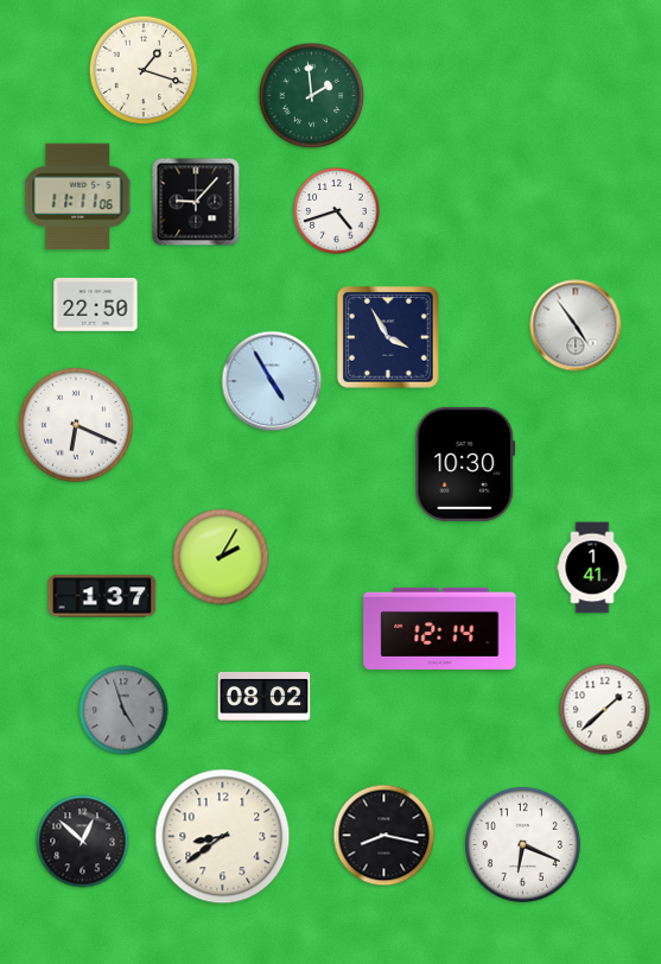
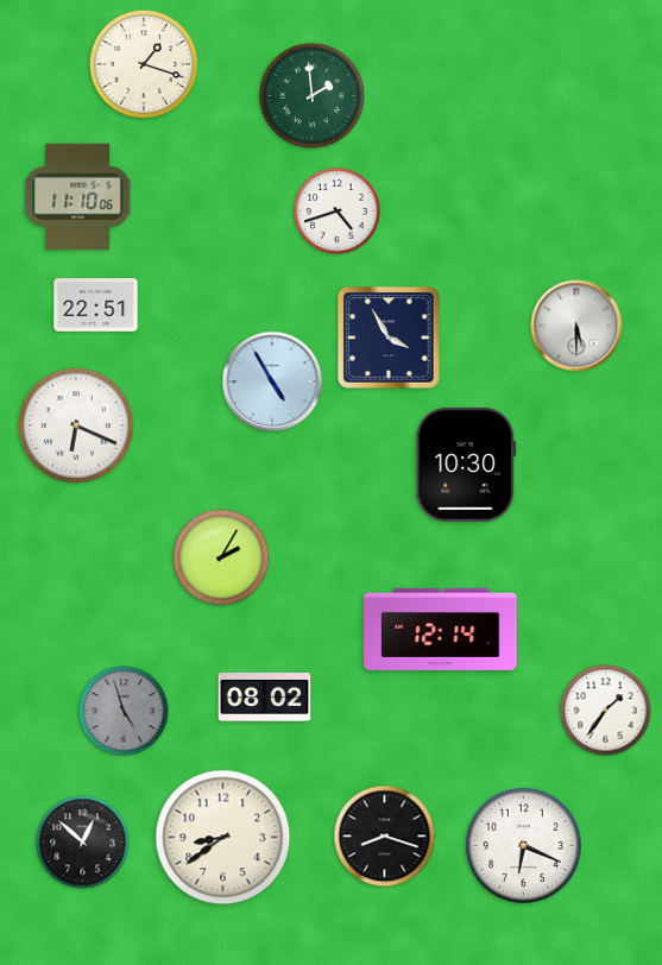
clock at (144, 70) position: (144, 70) -> (144, 64)
clock at (78, 197): 11:11 -> 11:10
clock at (196, 202): 9:07 -> none
clock at (96, 305): 22:50 -> 22:51
clock at (576, 325): 4:54 -> 5:30
clock at (592, 567): 1:41 -> none
clock at (102, 596): 1:37 -> none
clock at (605, 710): 1:38 -> 1:36
clock at (384, 836): 8:17 -> 8:18
